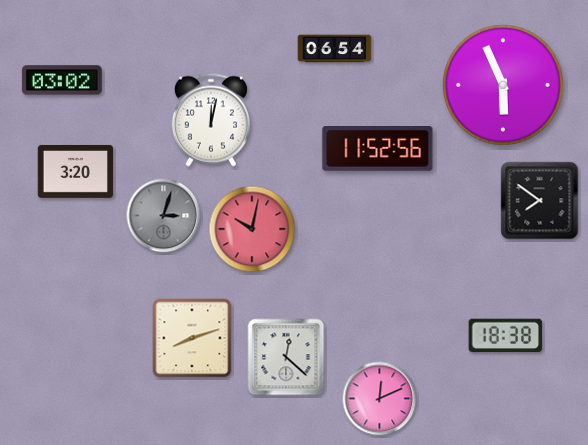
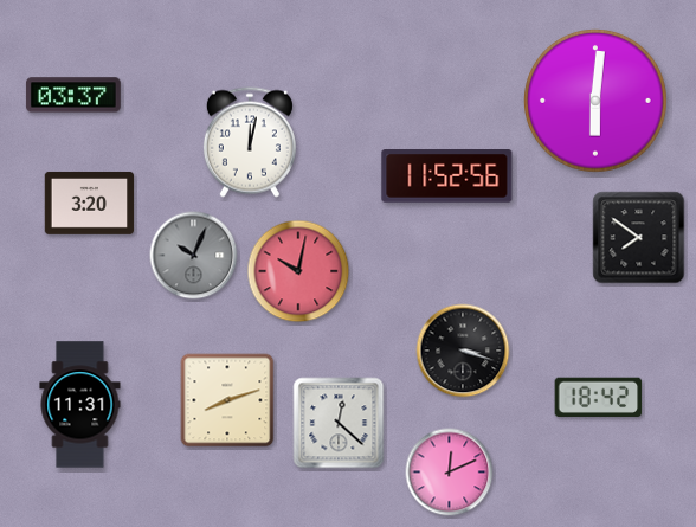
clock at (335, 49): 06:54 -> none
clock at (62, 80): 03:02 -> 03:37
clock at (504, 86): 5:56 -> 6:01
clock at (164, 216): 3:03 -> 10:04
clock at (463, 351): none -> 3:18
clock at (506, 335): 18:38 -> 18:42
clock at (80, 405): none -> 11:31
